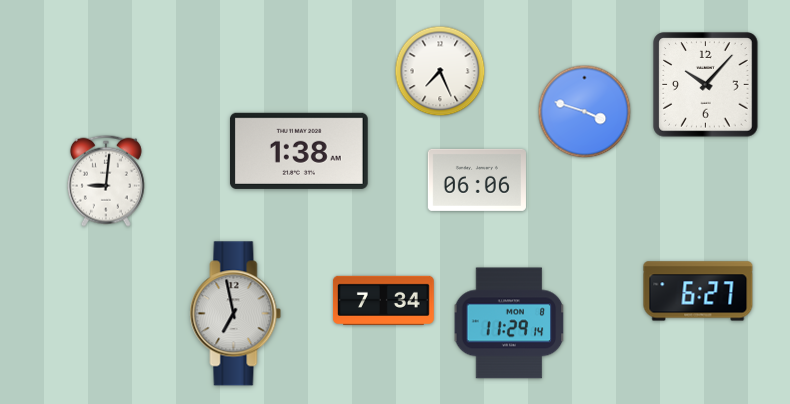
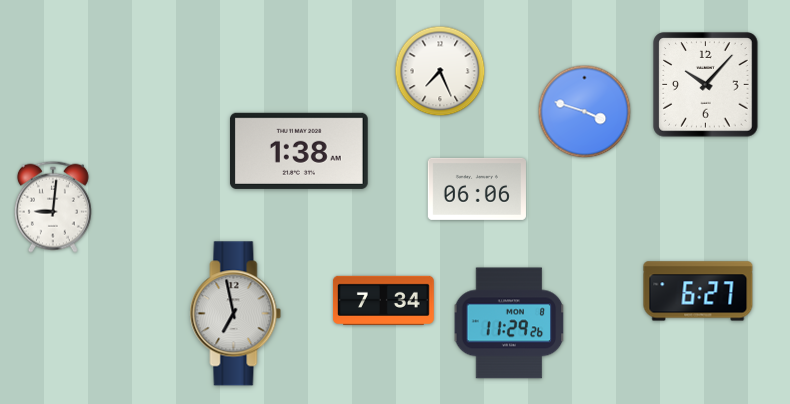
clock at (477, 180) position: (477, 180) -> (477, 189)
clock at (106, 181) position: (106, 181) -> (53, 207)
clock at (509, 323): 11:29:14 -> 11:29:26
